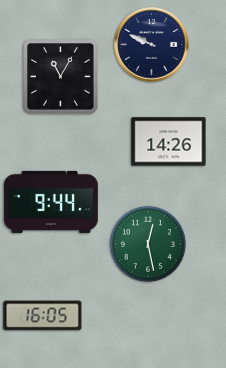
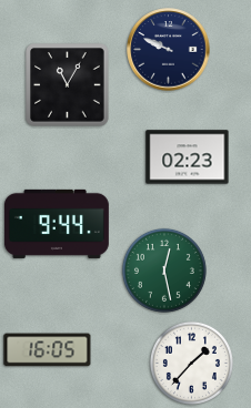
clock at (169, 142): 14:26 -> 02:23
clock at (191, 363): none -> 1:37
